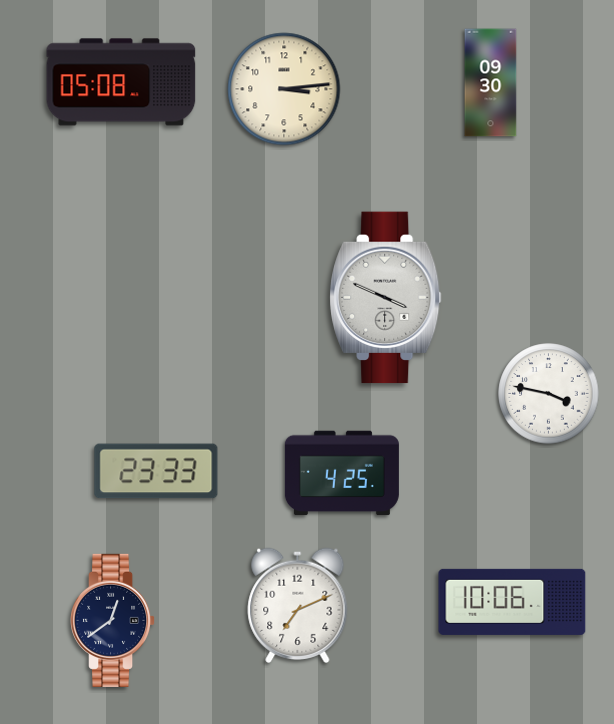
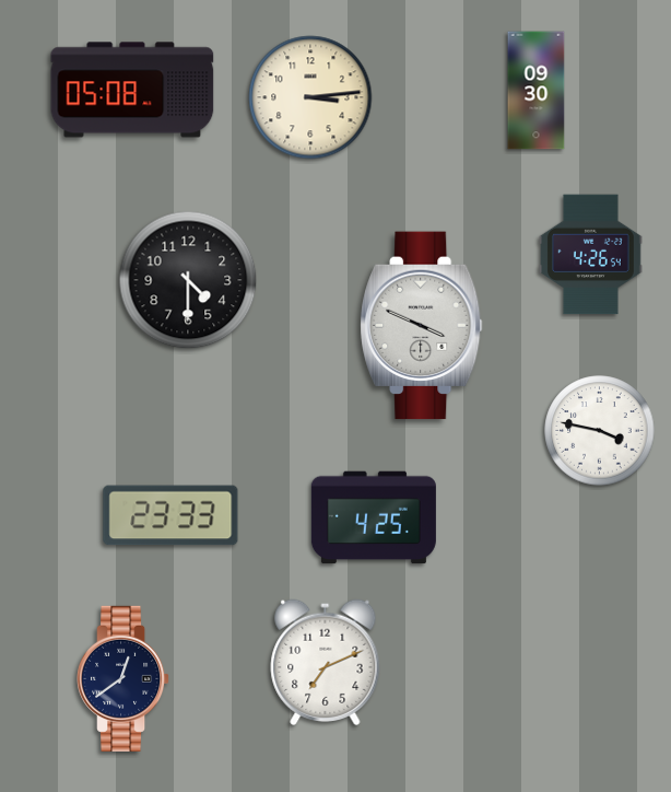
clock at (590, 255): none -> 4:26
clock at (188, 280): none -> 4:30
clock at (512, 602): 10:06 -> none
